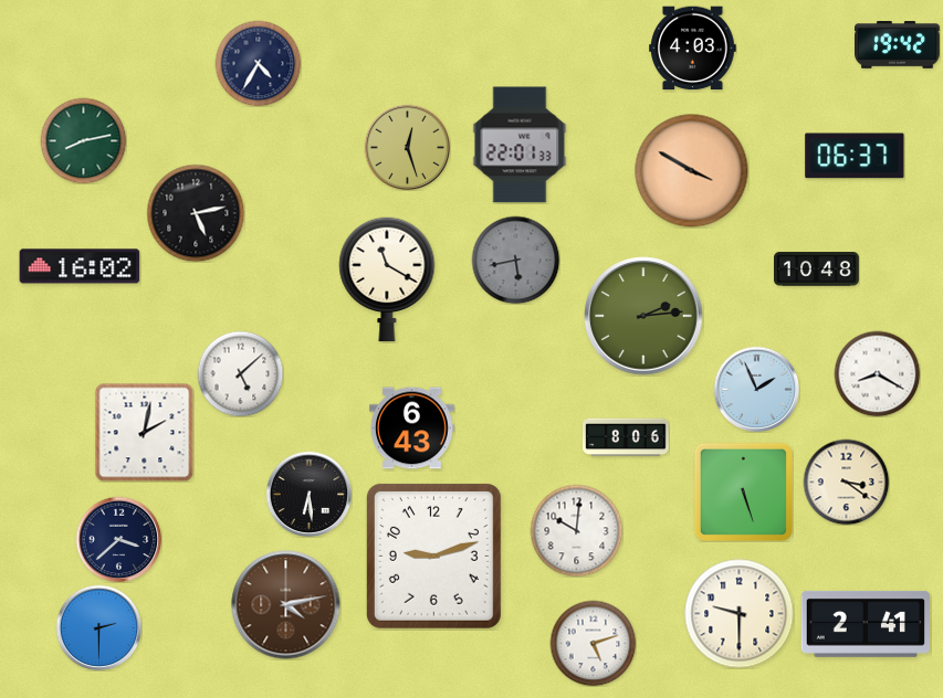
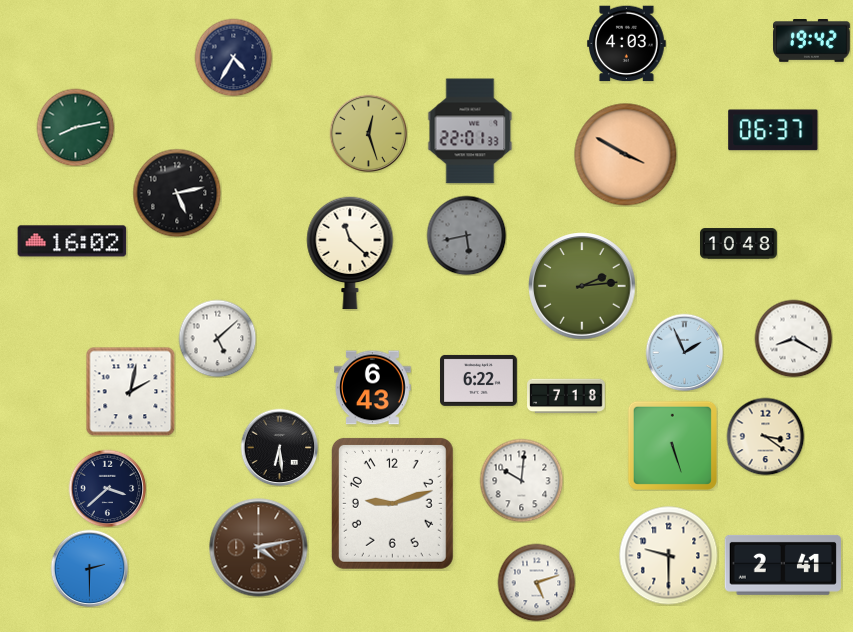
clock at (855, 156) position: (855, 156) -> (773, 130)
clock at (387, 279): 11:20 -> 11:22
clock at (479, 380): none -> 6:22
clock at (626, 437): 8:06 -> 7:18
